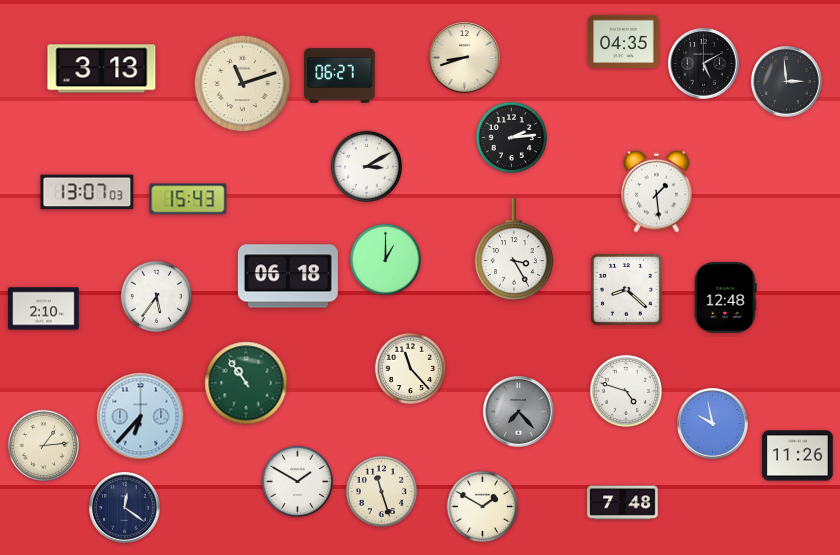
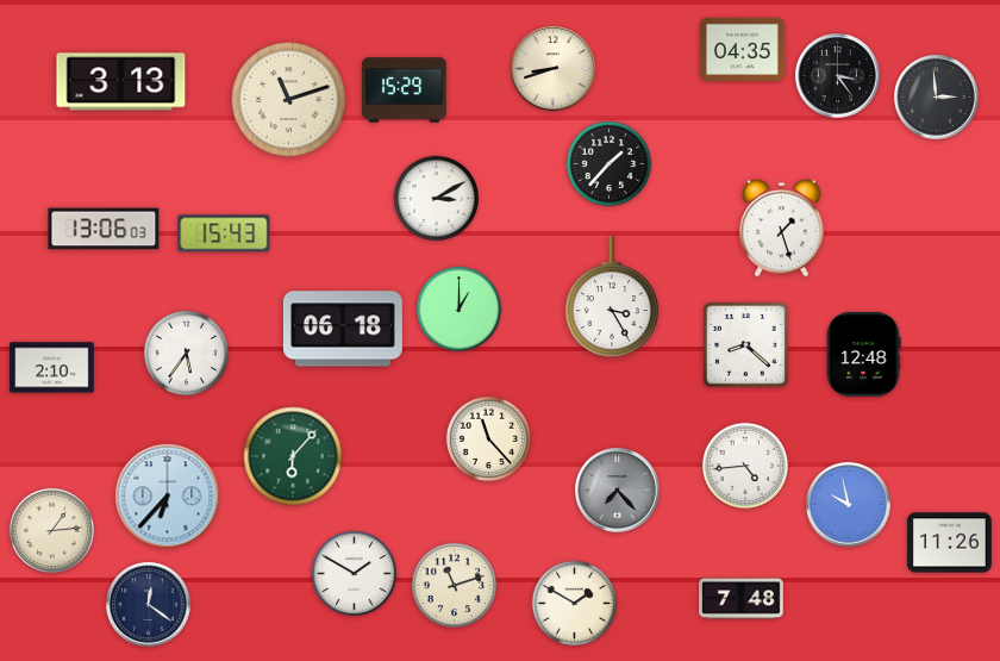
clock at (704, 64): 5:10 -> 3:24
clock at (340, 76): 06:27 -> 15:29
clock at (511, 137): 2:14 -> 1:37
clock at (657, 191): 1:29 -> 1:27
clock at (87, 192): 13:07 -> 13:06
clock at (188, 199) position: (188, 199) -> (224, 233)
clock at (246, 383): 10:54 -> 6:07
clock at (626, 391): 4:48 -> 4:44
clock at (381, 491): 11:27 -> 11:12
